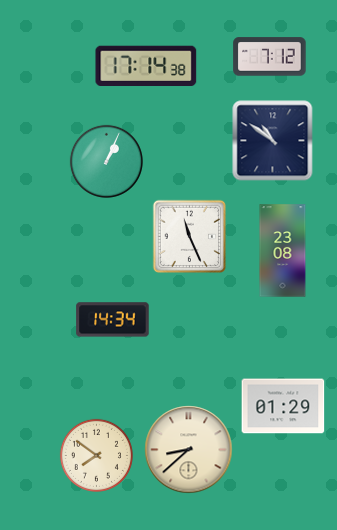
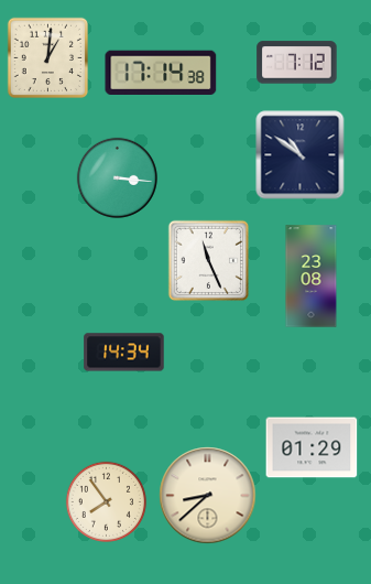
clock at (47, 57): none -> 1:01
clock at (106, 161): 1:04 -> 3:16
clock at (96, 455): 7:51 -> 7:54
